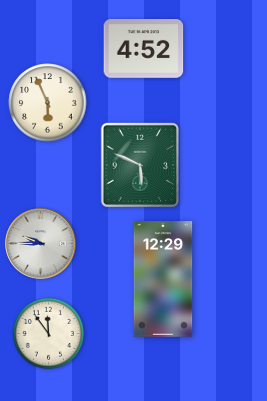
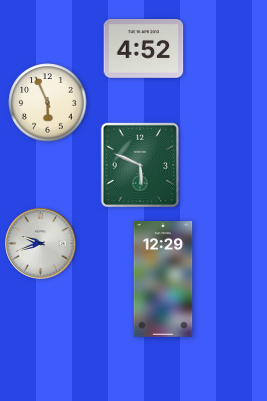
clock at (41, 244): 9:45 -> 9:42
clock at (48, 333): 11:54 -> none
